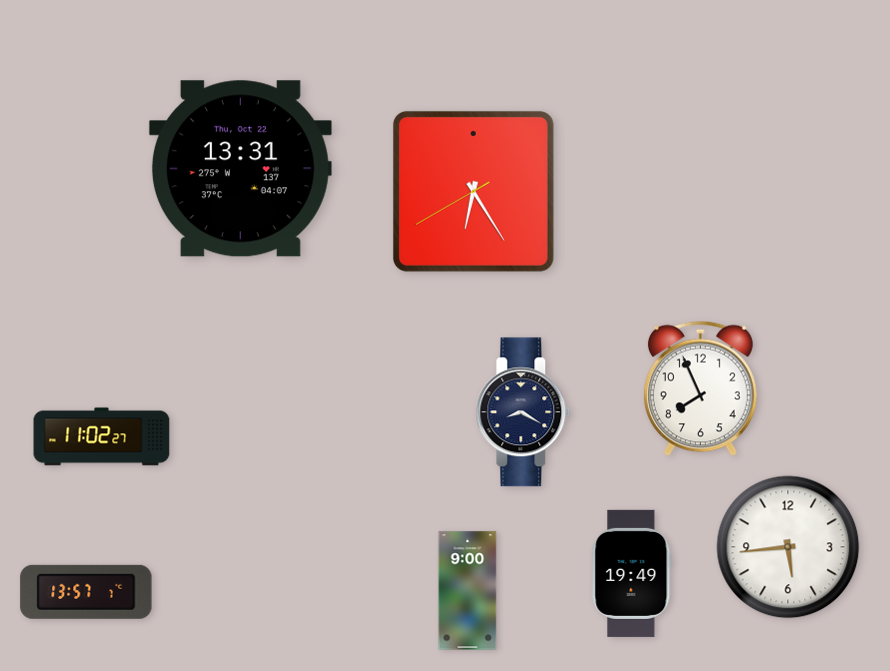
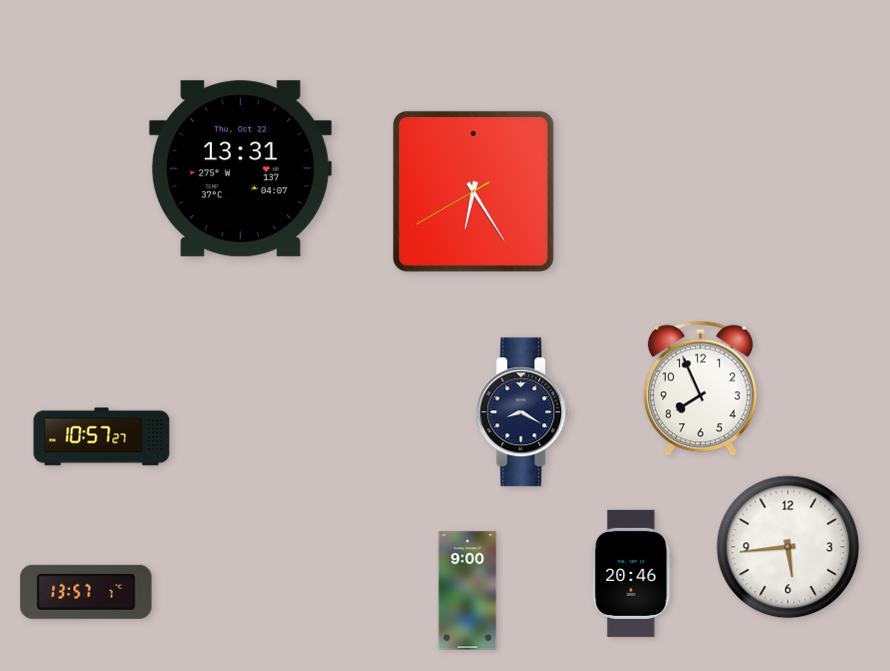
clock at (102, 437): 11:02 -> 10:57
clock at (632, 573): 19:49 -> 20:46
